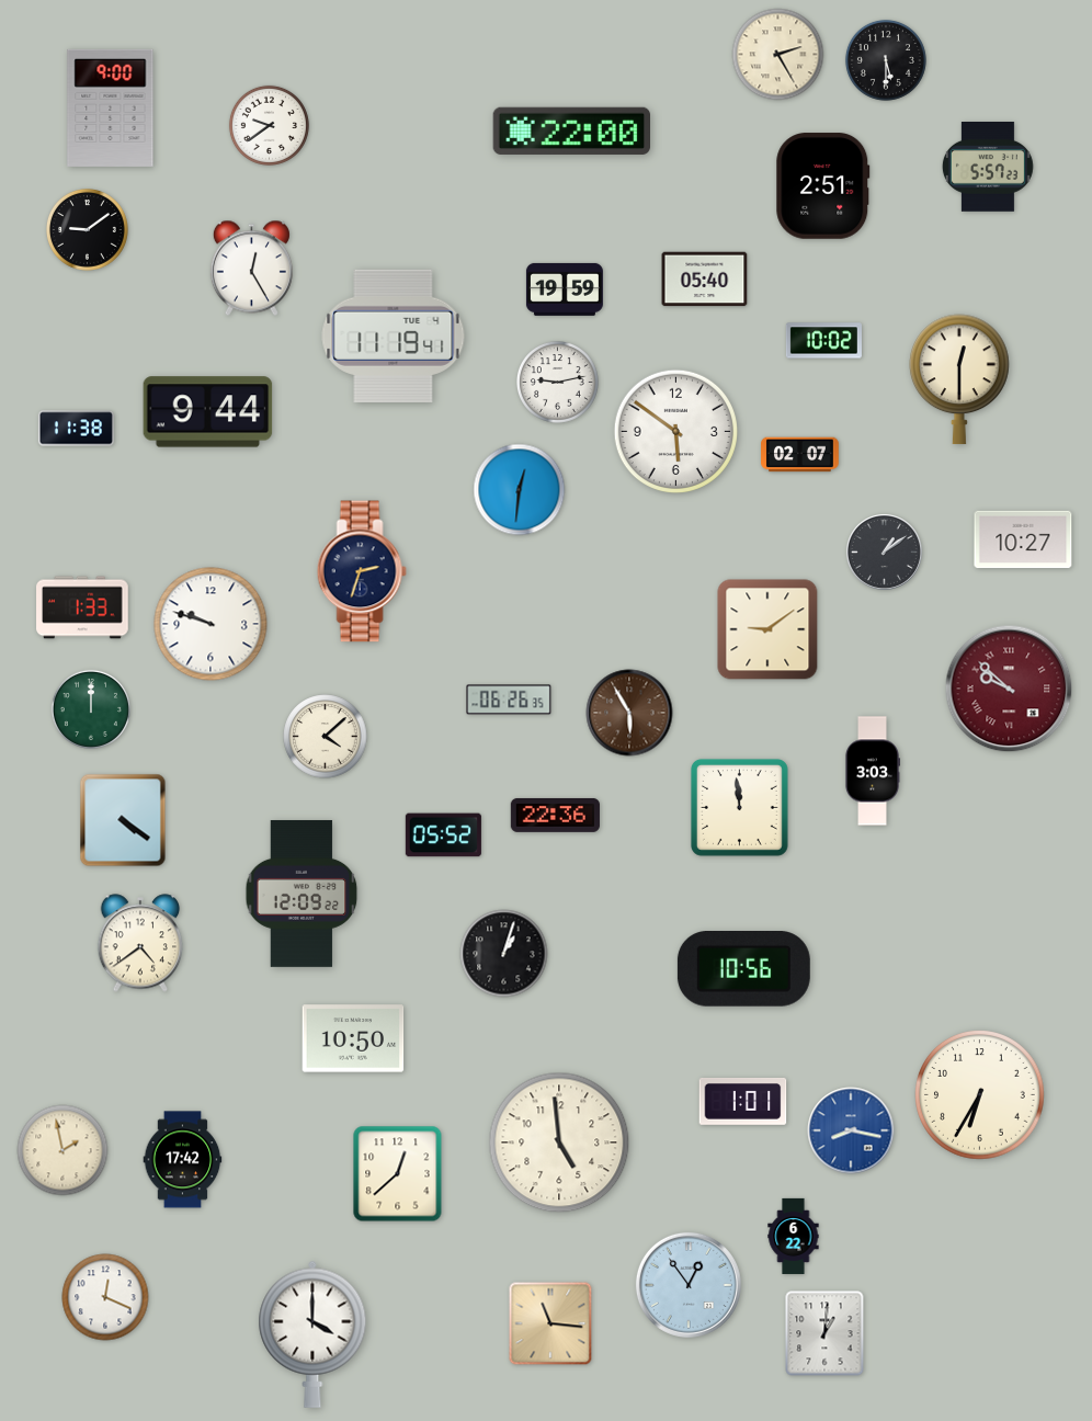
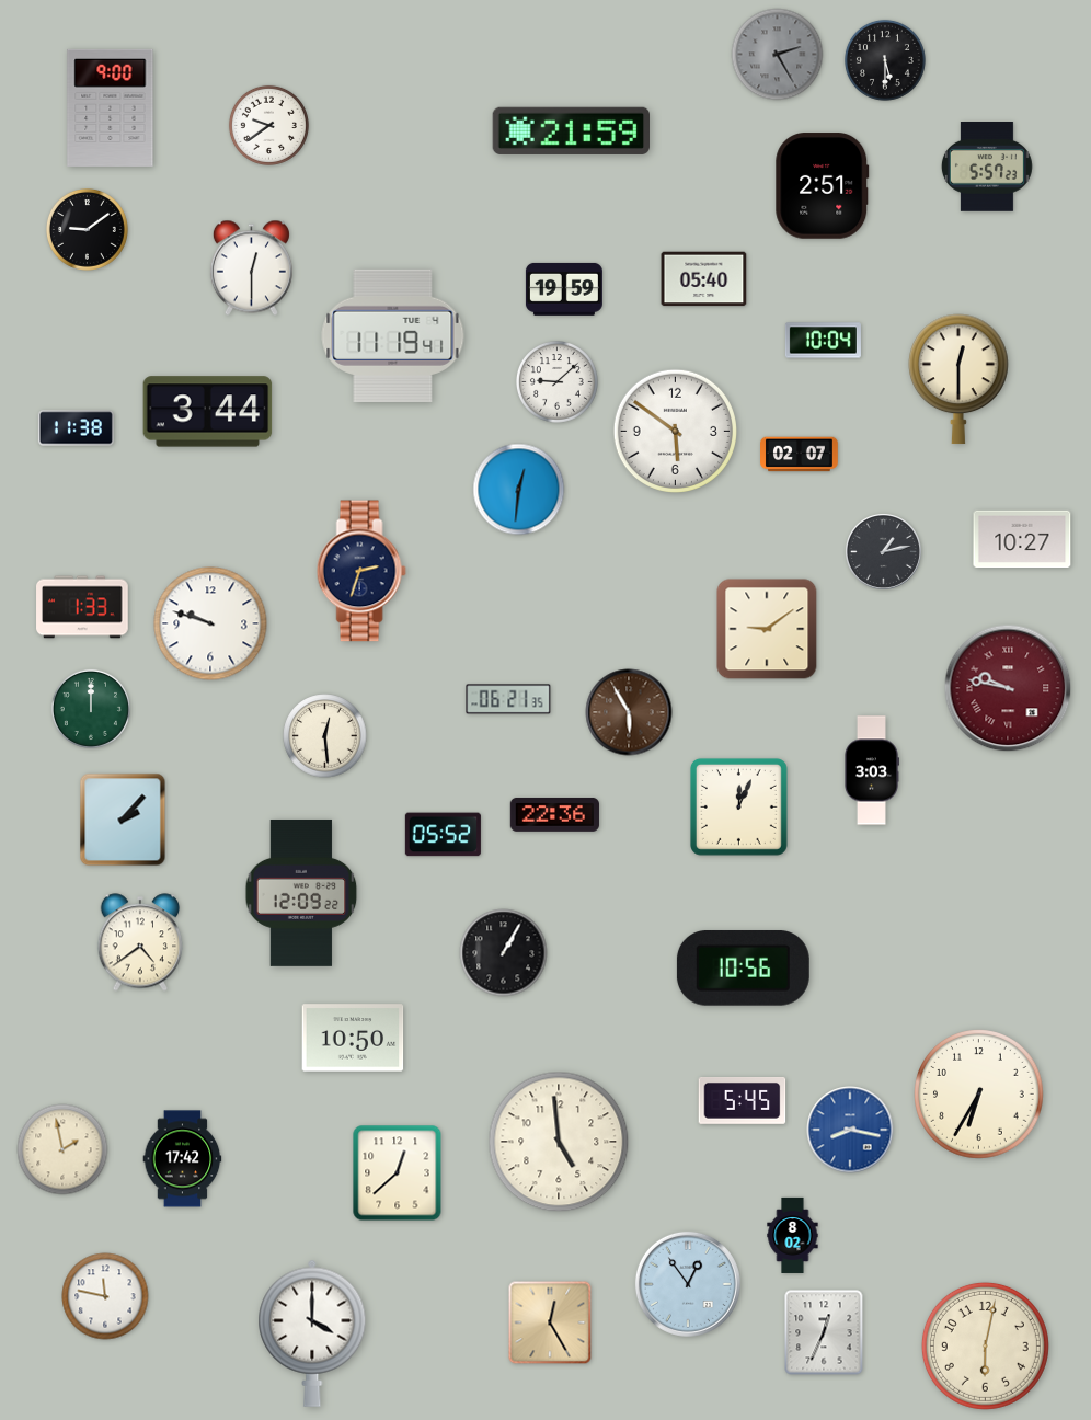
clock at (778, 55) dial: cream -> grey
clock at (571, 130): 22:00 -> 21:59
clock at (251, 269): 12:25 -> 12:30
clock at (823, 341): 10:02 -> 10:04
clock at (558, 383): 9:13 -> 9:08
clock at (208, 412): 9:44 -> 3:44
clock at (884, 552): 1:09 -> 1:13
clock at (1009, 689): 9:52 -> 9:47
clock at (509, 700): 06:26 -> 06:21
clock at (326, 737): 4:08 -> 12:29
clock at (739, 807): 11:59 -> 12:04
clock at (123, 820): 4:21 -> 2:07
clock at (504, 954): 1:03 -> 1:05
clock at (743, 1101): 1:01 -> 5:45
clock at (794, 1236): 6:22 -> 8:02
clock at (105, 1297): 12:19 -> 11:47
clock at (550, 1323): 11:16 -> 12:25
clock at (824, 1333): 1:01 -> 12:34
clock at (985, 1345): none -> 6:02
